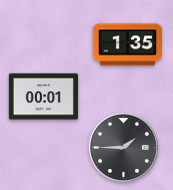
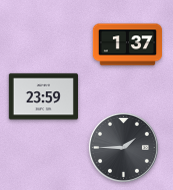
clock at (127, 45): 1:35 -> 1:37
clock at (43, 97): 00:01 -> 23:59
